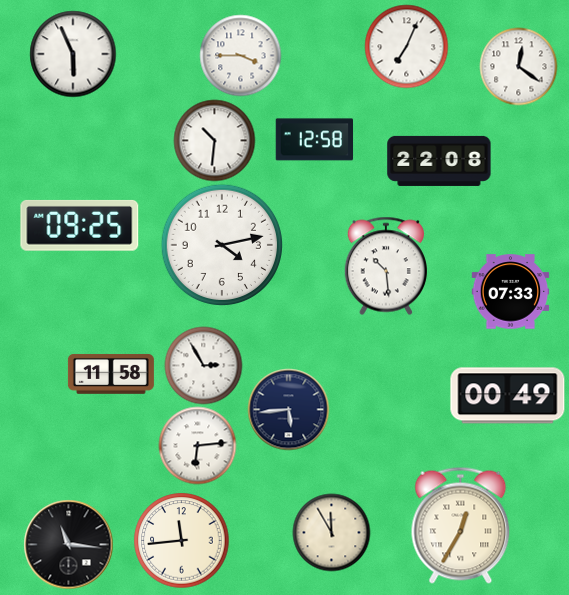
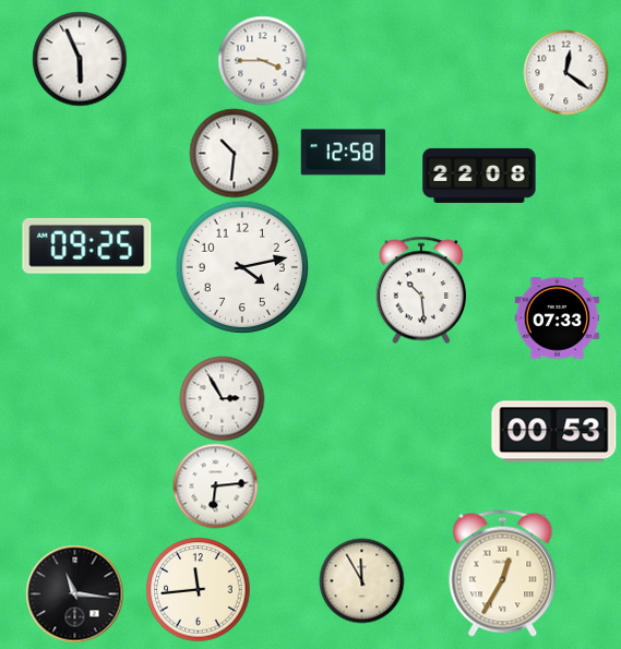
clock at (406, 46): 7:04 -> none
clock at (111, 374): 11:58 -> none
clock at (508, 396): 00:49 -> 00:53
clock at (288, 409): 5:44 -> none
